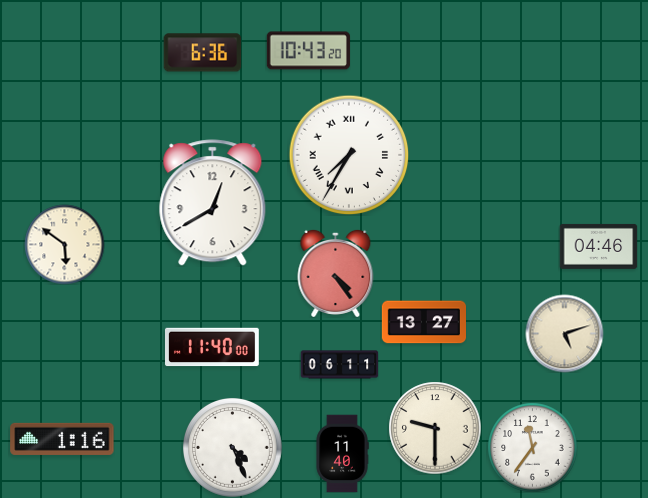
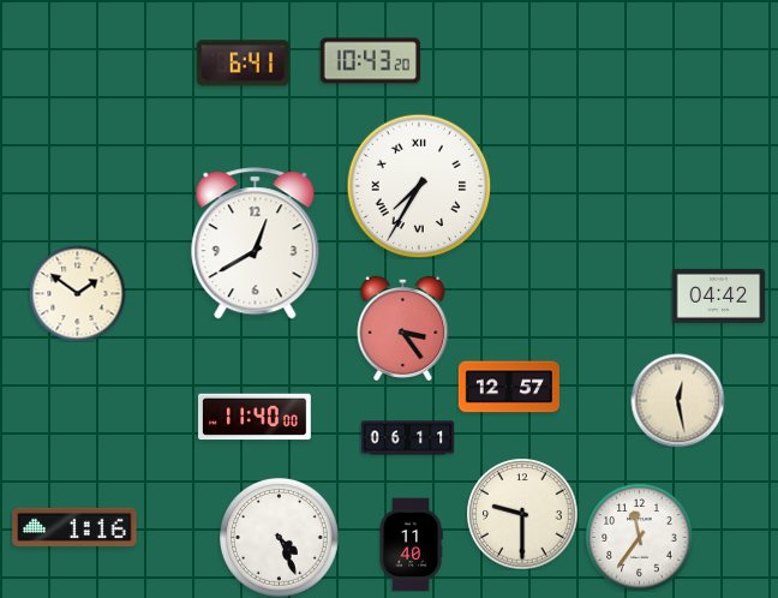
clock at (202, 53): 6:36 -> 6:41
clock at (64, 244): 5:51 -> 1:51
clock at (598, 246): 04:46 -> 04:42
clock at (336, 273): 4:24 -> 3:24
clock at (423, 322): 13:27 -> 12:57
clock at (564, 333): 5:12 -> 12:28
